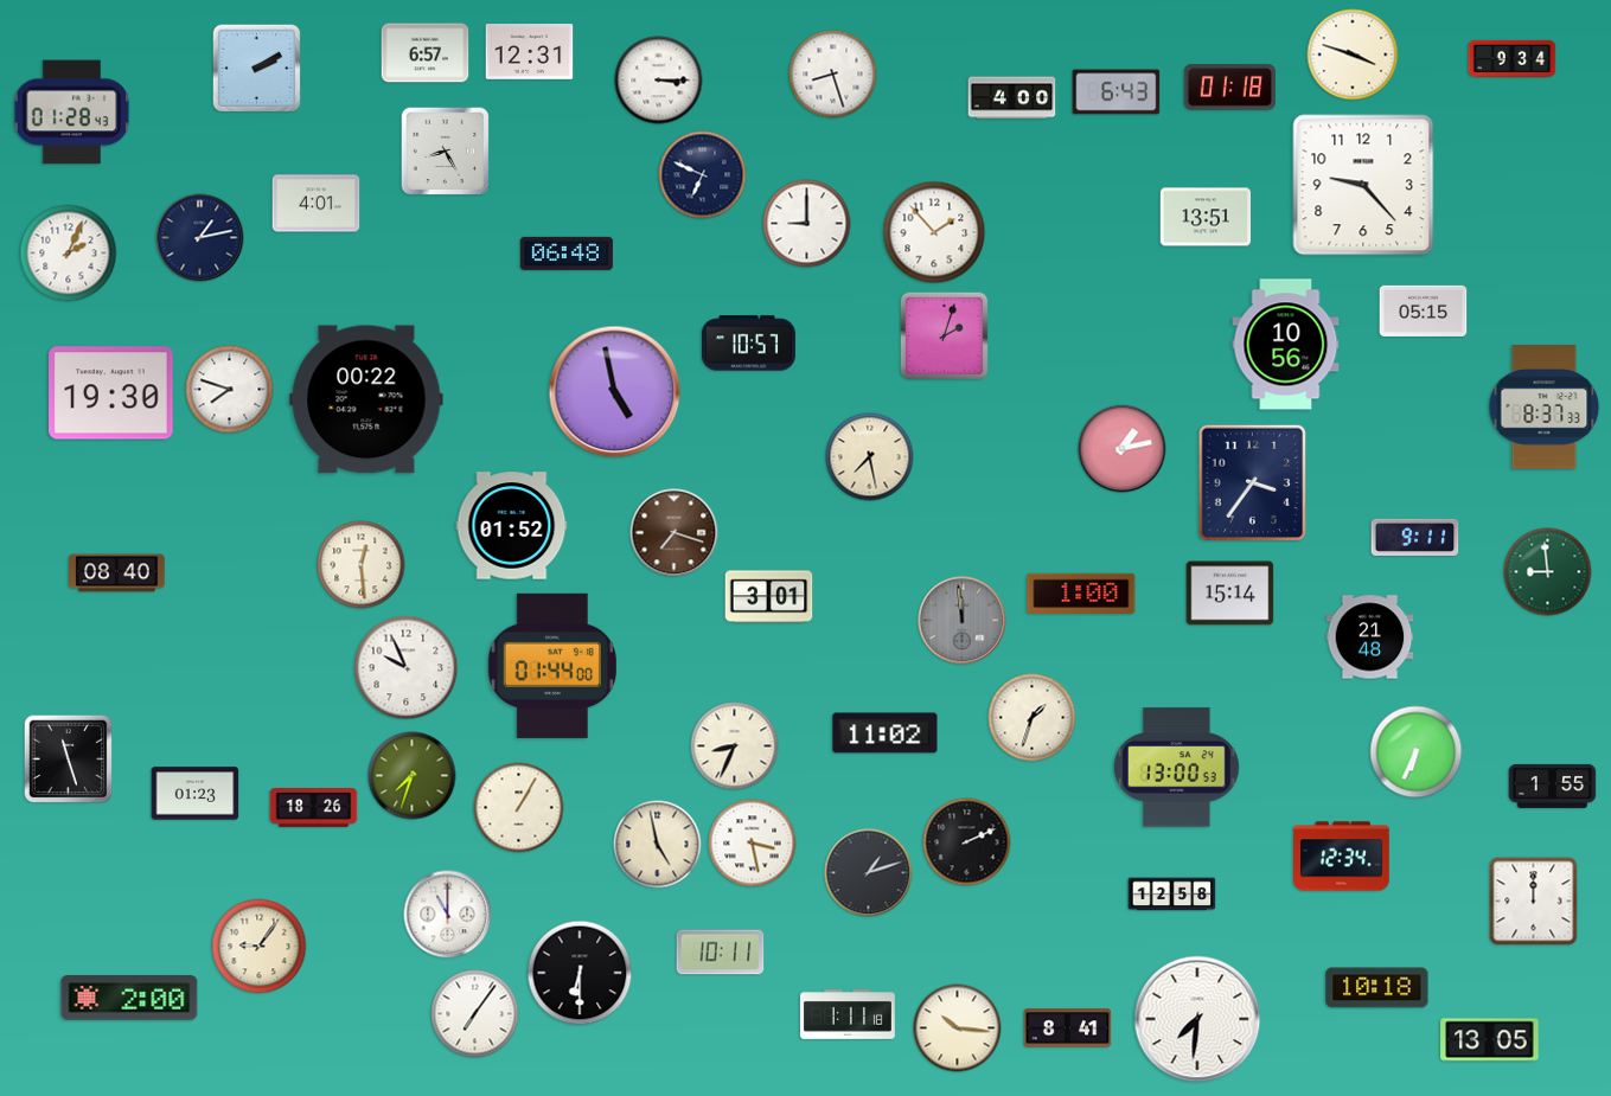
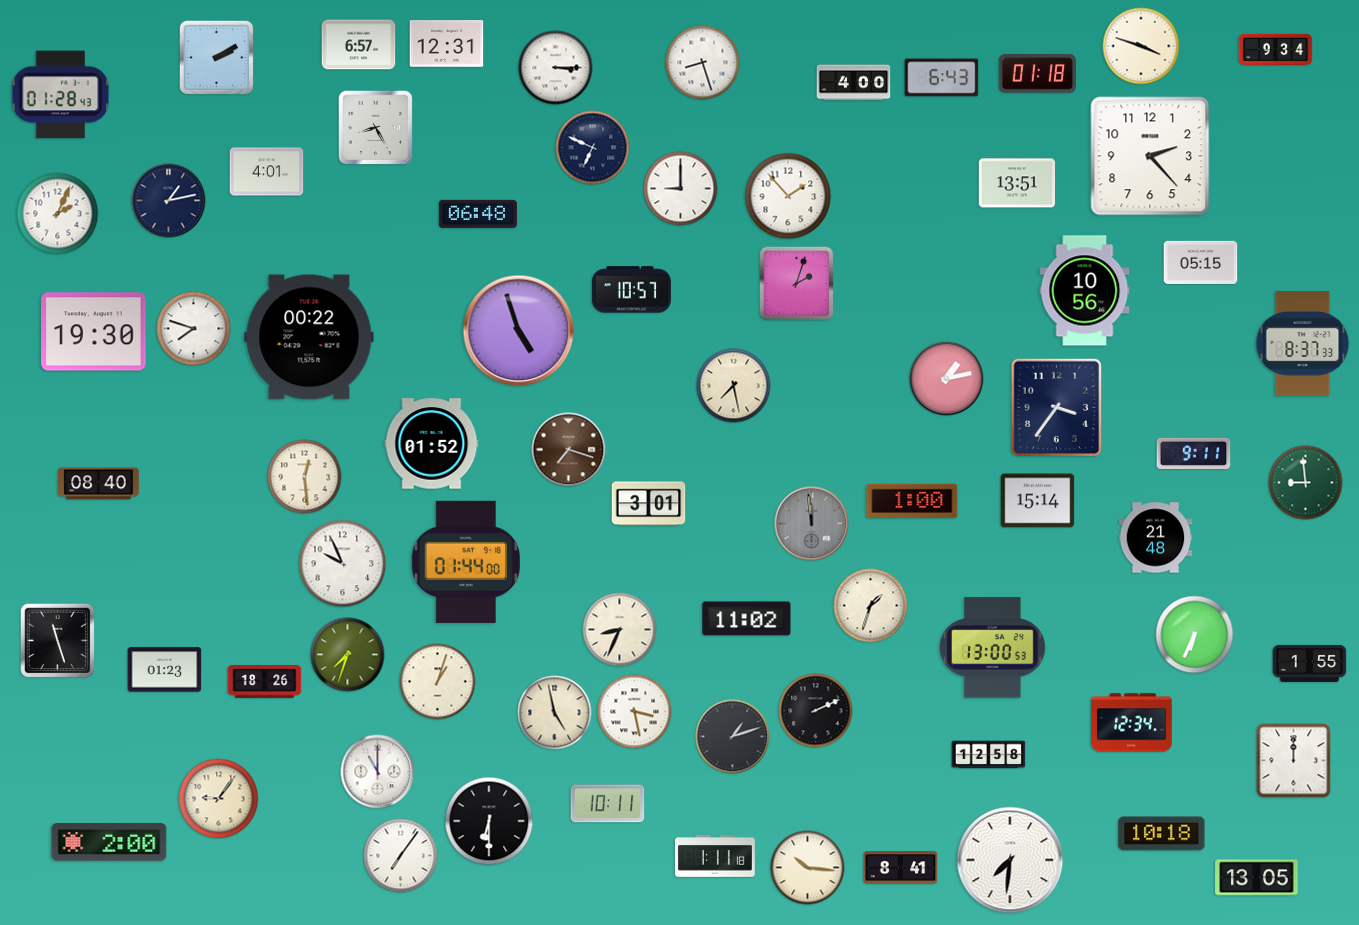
clock at (1363, 185): 9:23 -> 2:23
clock at (615, 392): 4:58 -> 4:57
clock at (519, 808): 1:05 -> 1:03
